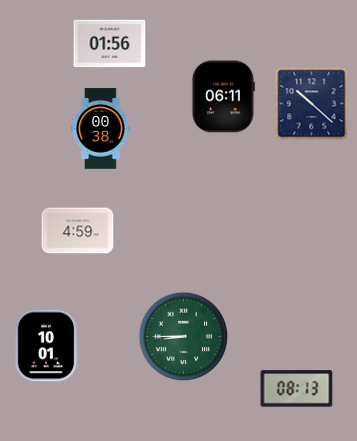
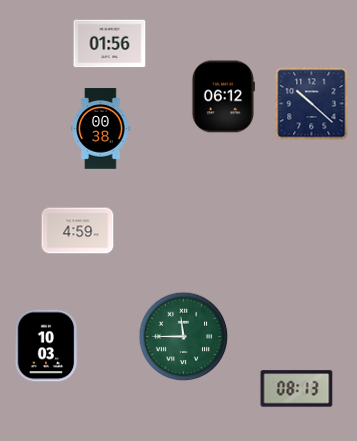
clock at (223, 97): 06:11 -> 06:12
clock at (184, 337): 8:45 -> 11:45
clock at (46, 346): 10:01 -> 10:03
